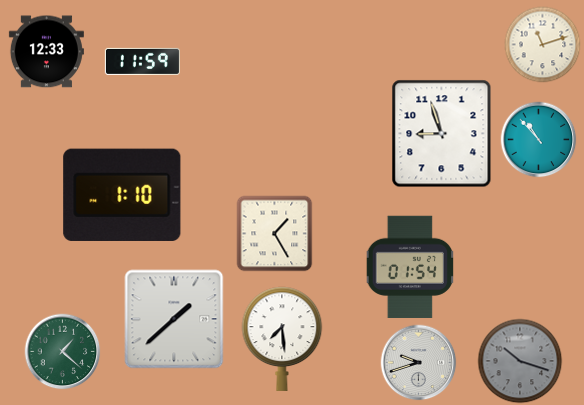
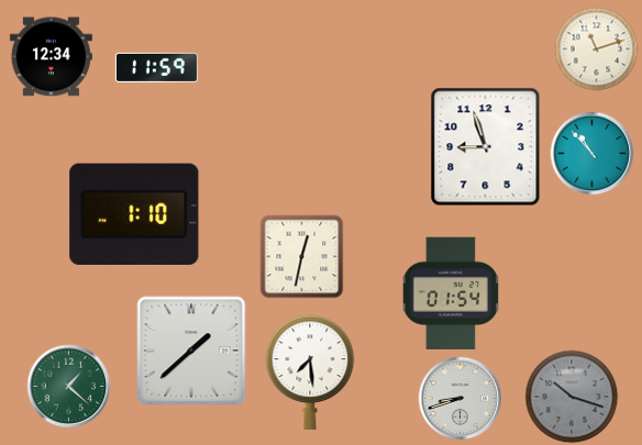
clock at (46, 52): 12:33 -> 12:34
clock at (275, 234): 1:25 -> 12:32
clock at (419, 363): 9:42 -> 8:42
